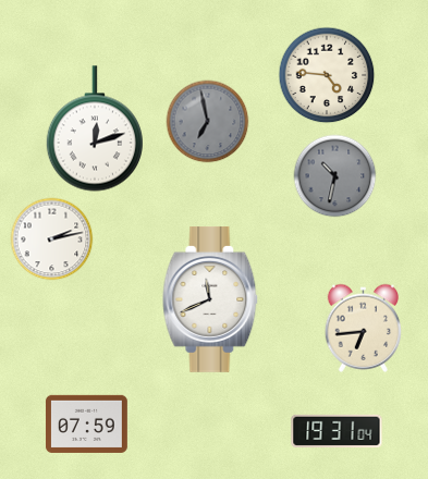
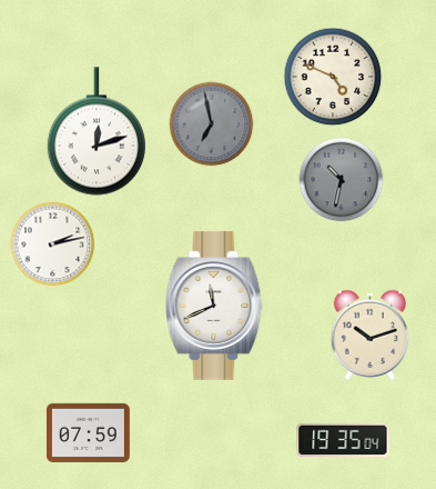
clock at (327, 75): 4:46 -> 4:49
clock at (364, 328): 6:44 -> 10:12
clock at (337, 430): 19:31 -> 19:35
